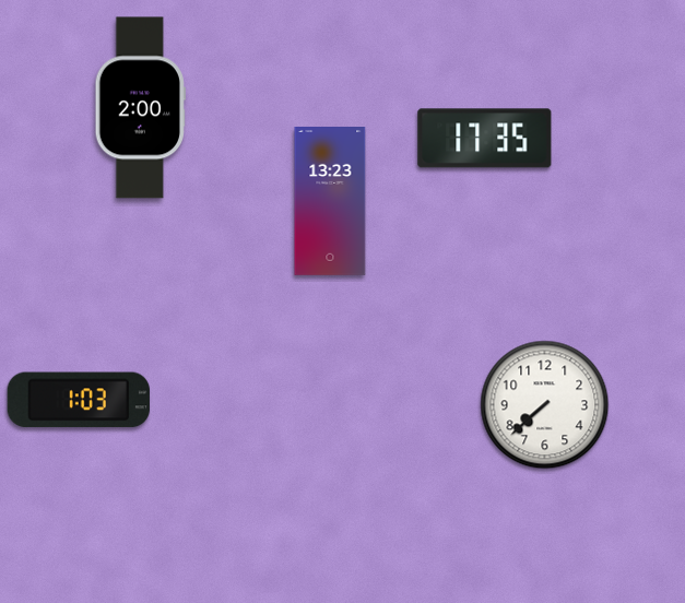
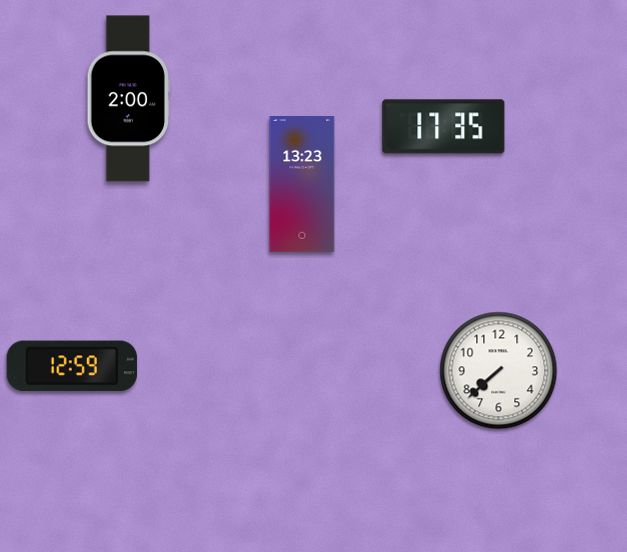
clock at (79, 400): 1:03 -> 12:59
